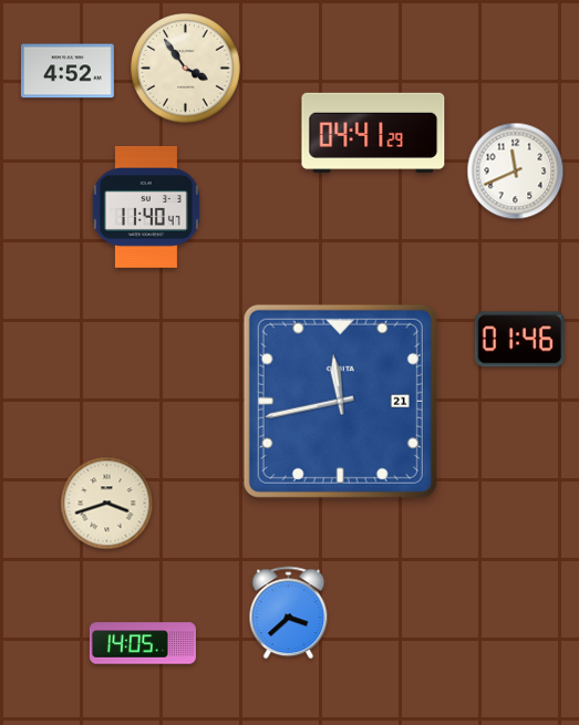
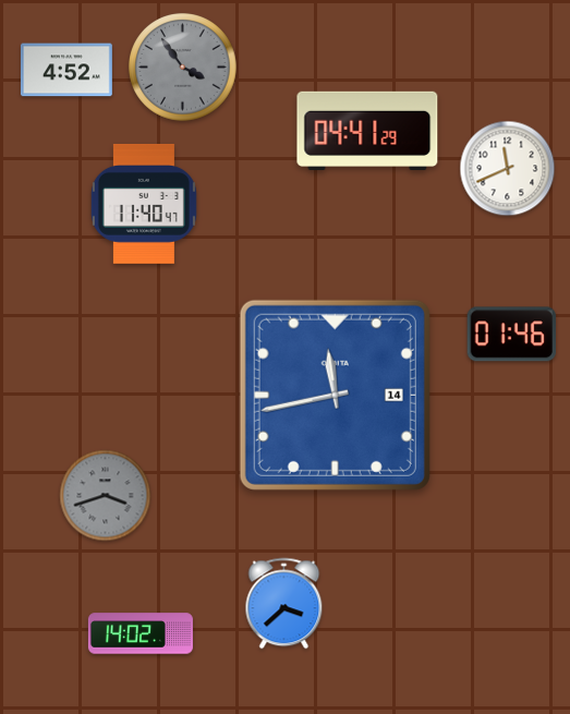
clock at (186, 69) dial: cream -> grey
clock at (340, 401) date: 21 -> 14
clock at (107, 504) dial: cream -> grey
clock at (143, 643): 14:05 -> 14:02
